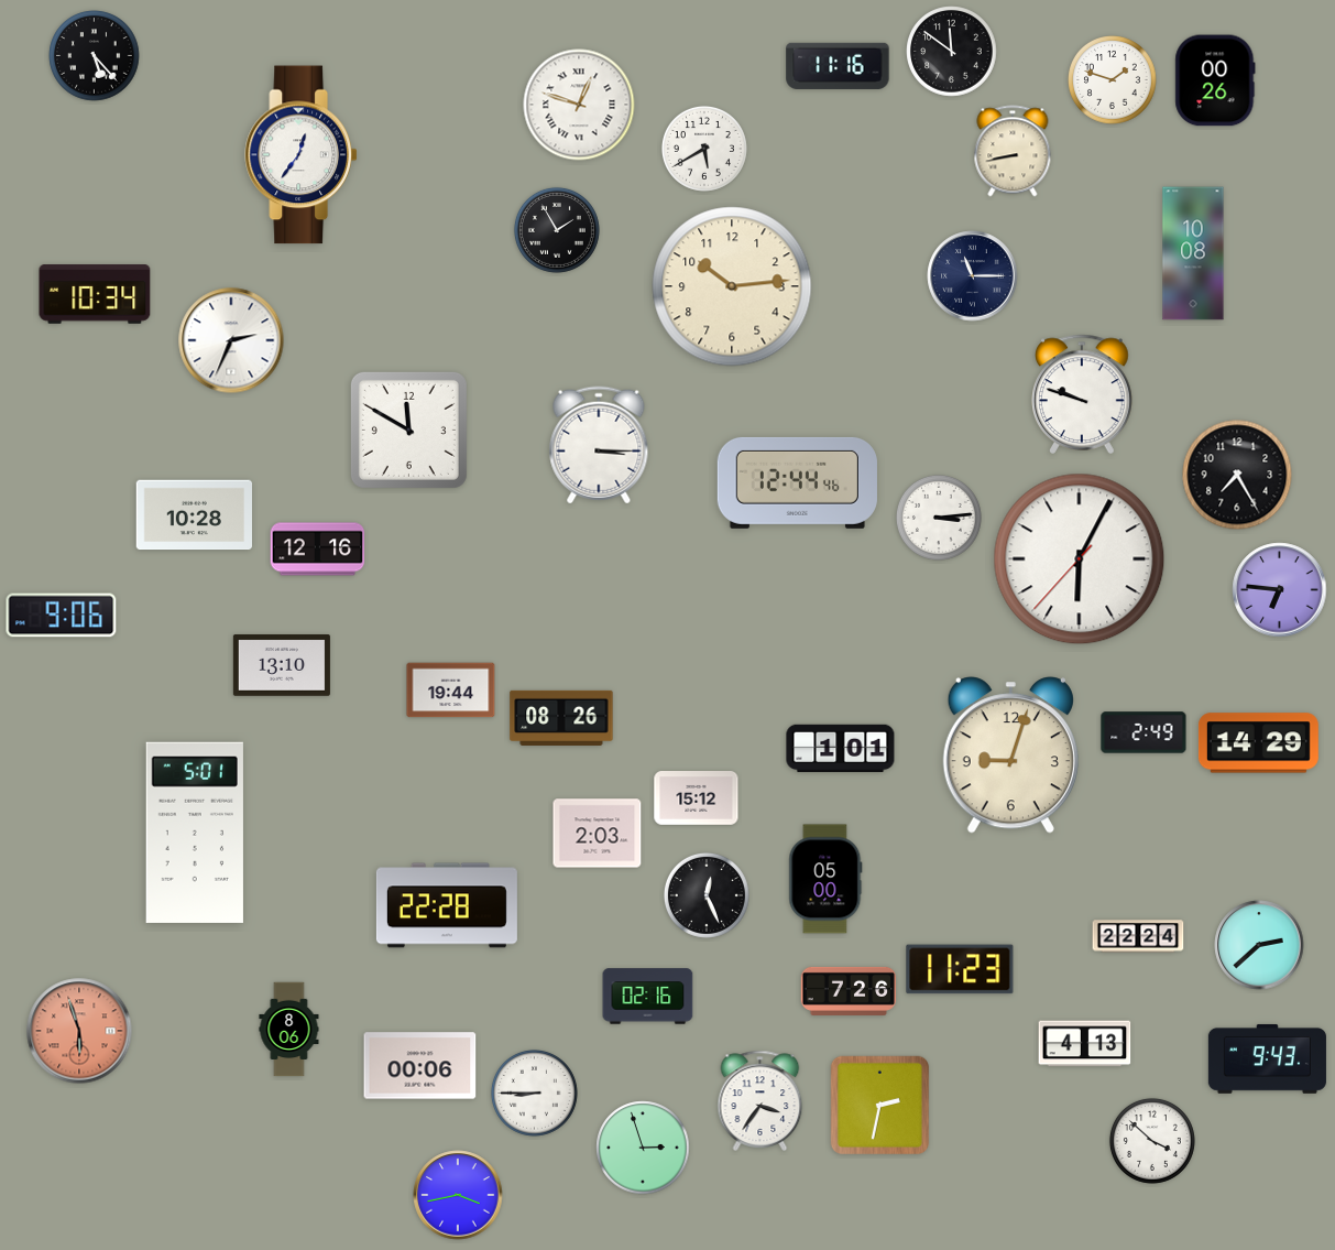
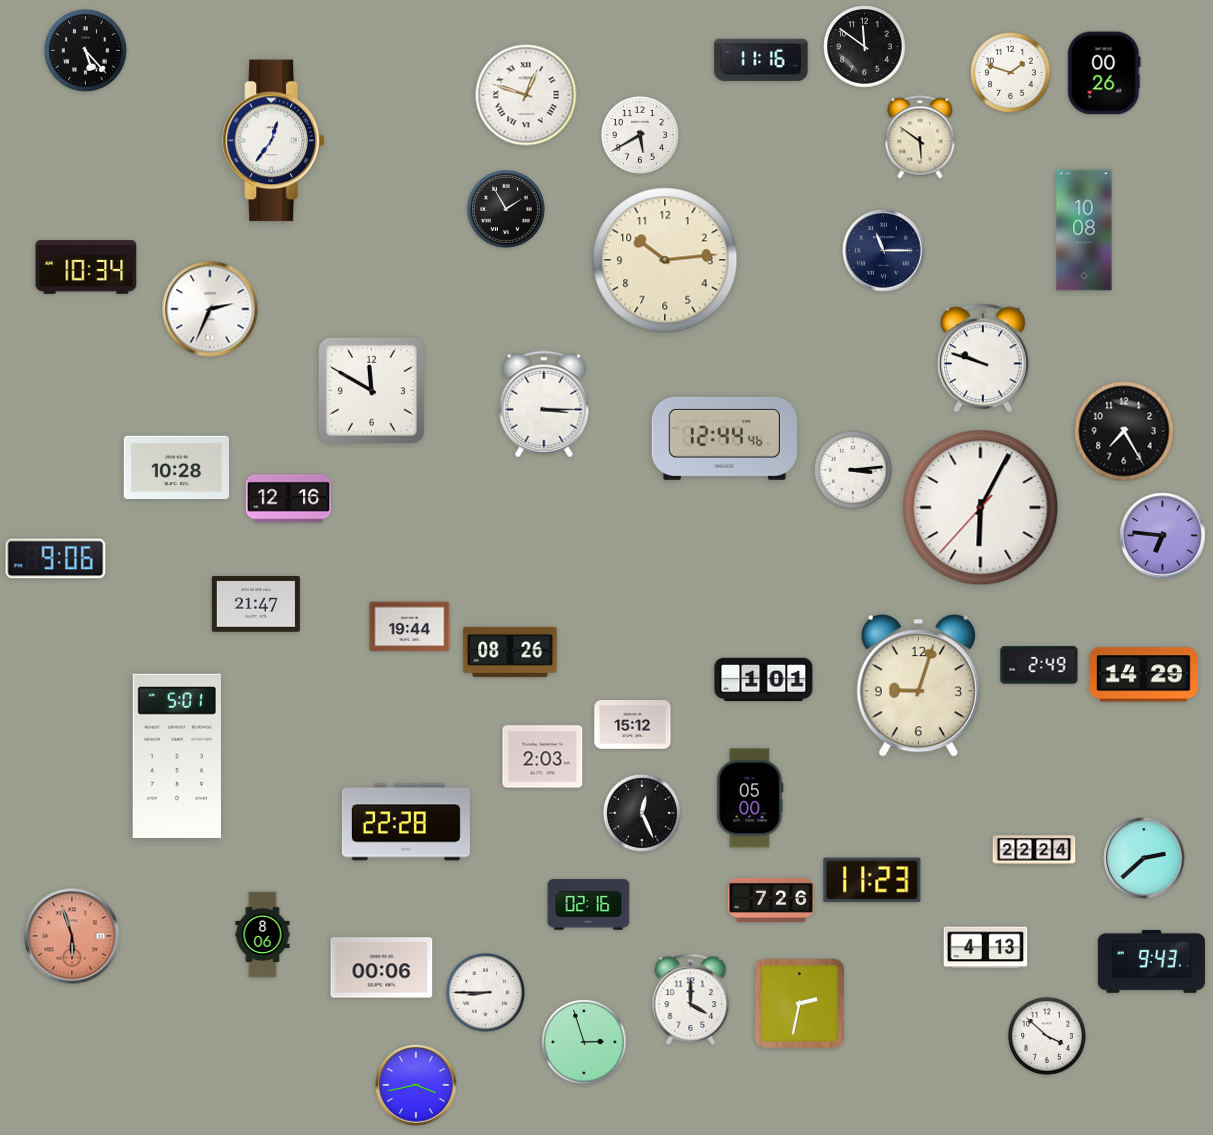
clock at (1013, 151): 8:43 -> 5:51
clock at (282, 665): 13:10 -> 21:47
clock at (760, 1100): 3:36 -> 4:00
